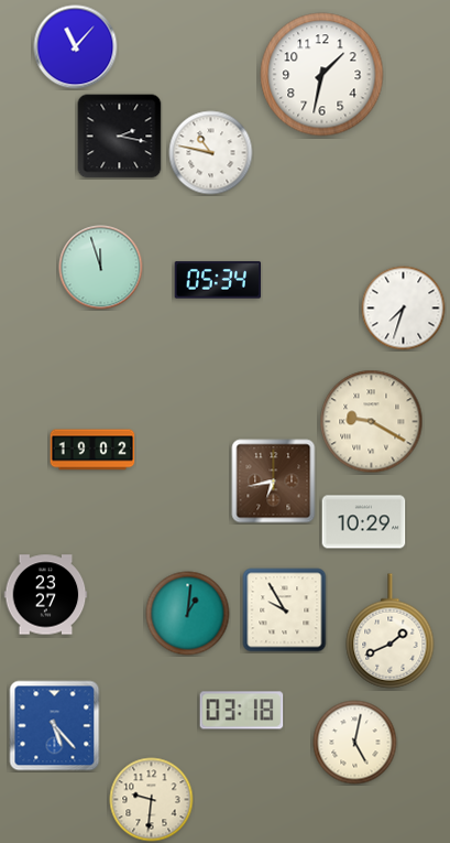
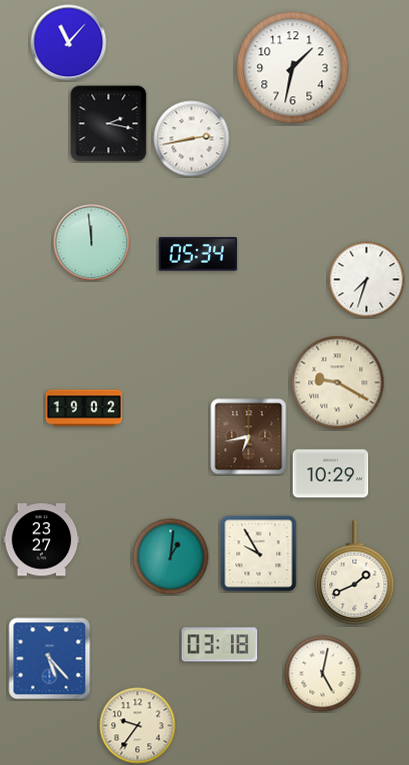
clock at (211, 153): 10:47 -> 2:43
clock at (101, 268): 11:57 -> 11:59
clock at (152, 800): 9:31 -> 9:36
